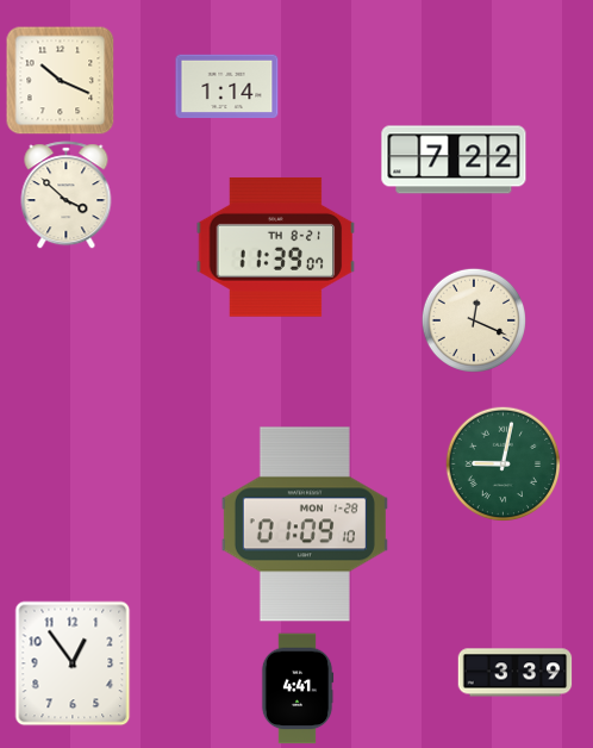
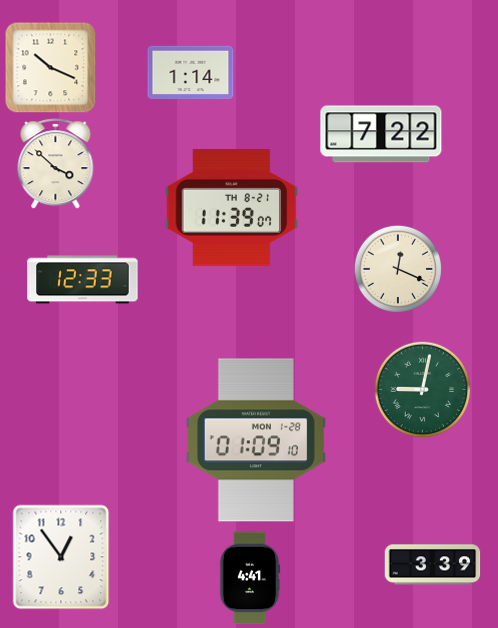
clock at (83, 280): none -> 12:33
